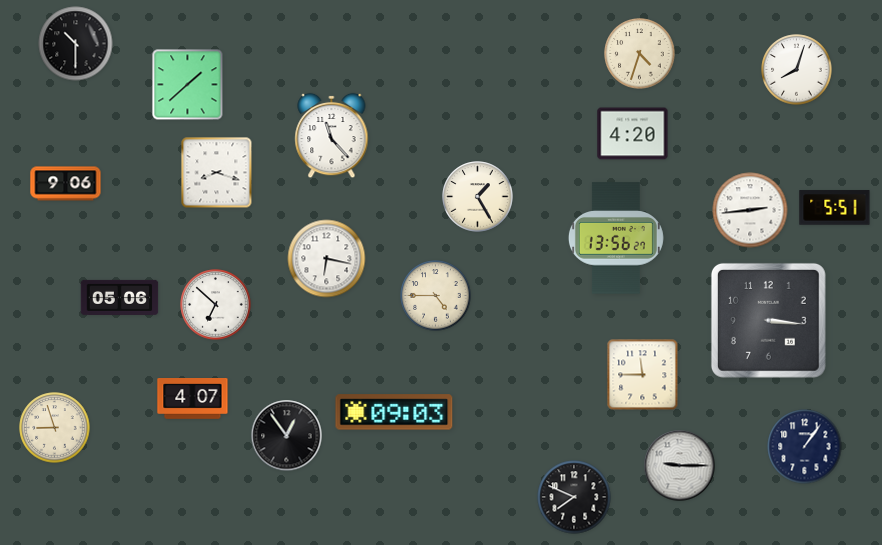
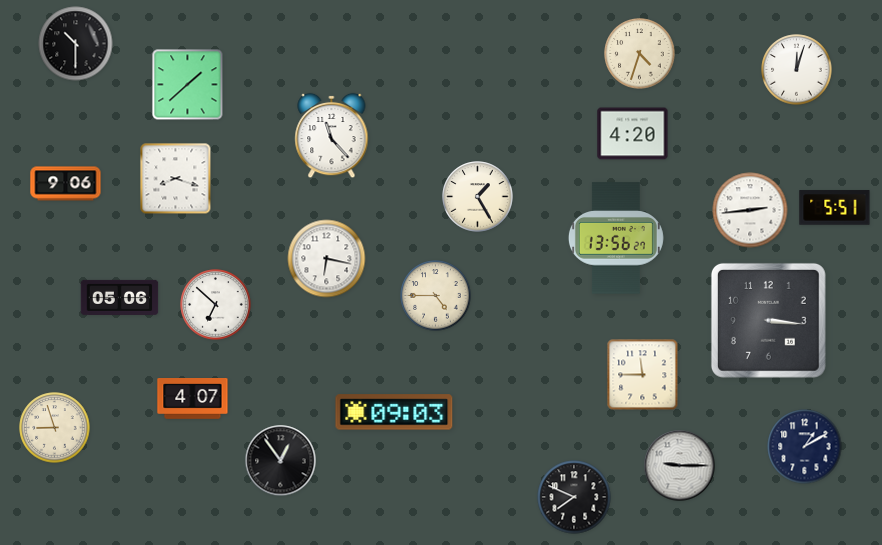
clock at (797, 70): 8:03 -> 12:03
clock at (217, 173) position: (217, 173) -> (176, 179)
clock at (287, 436) position: (287, 436) -> (281, 461)
clock at (805, 447): 1:06 -> 1:10
